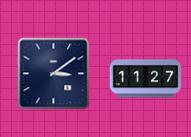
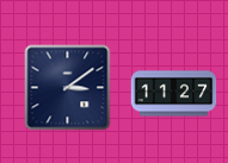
clock at (54, 74) position: (54, 74) -> (68, 88)
